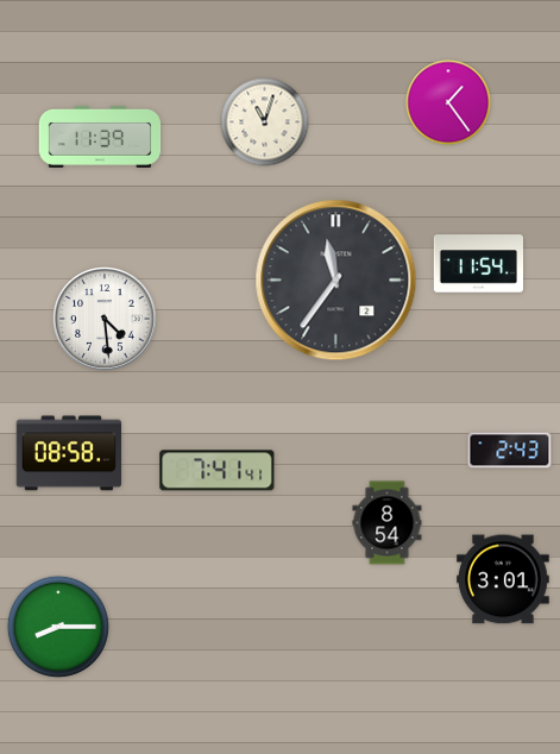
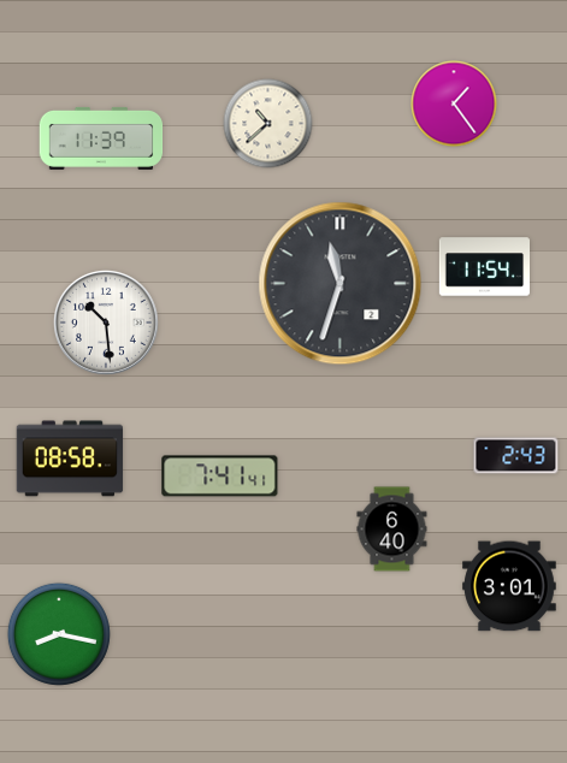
clock at (265, 122): 11:03 -> 10:38
clock at (336, 281): 11:36 -> 11:33
clock at (105, 319): 4:29 -> 10:29
clock at (388, 523): 8:54 -> 6:40
clock at (58, 627): 8:15 -> 8:17
